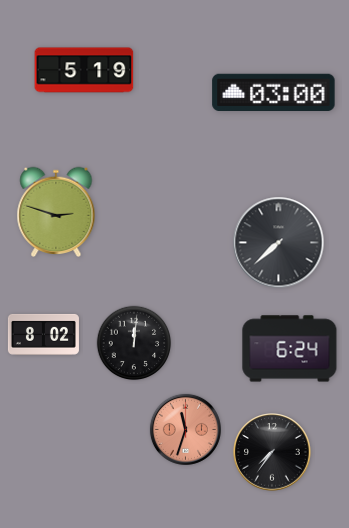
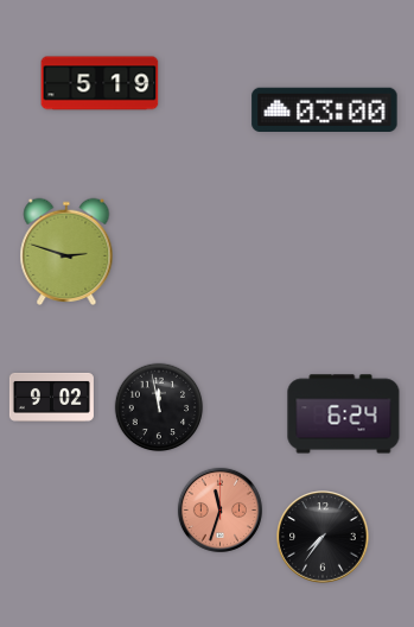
clock at (279, 243): 7:38 -> none
clock at (43, 334): 8:02 -> 9:02
clock at (134, 343): 12:01 -> 11:58
